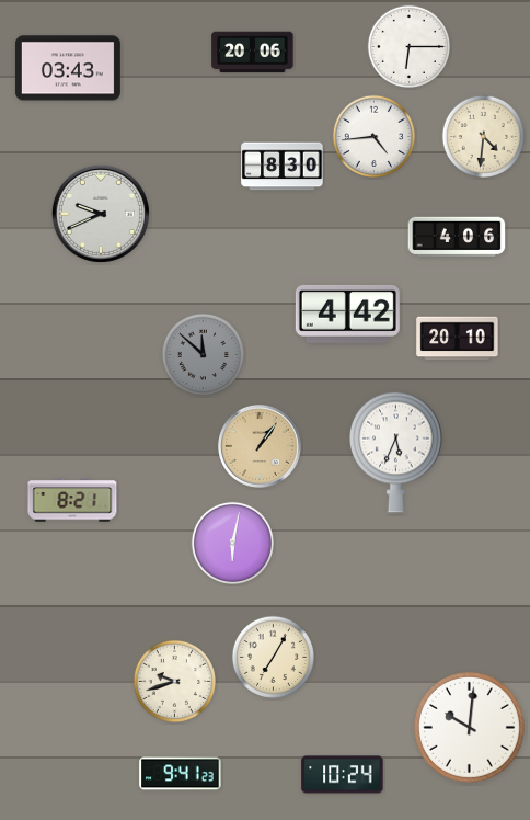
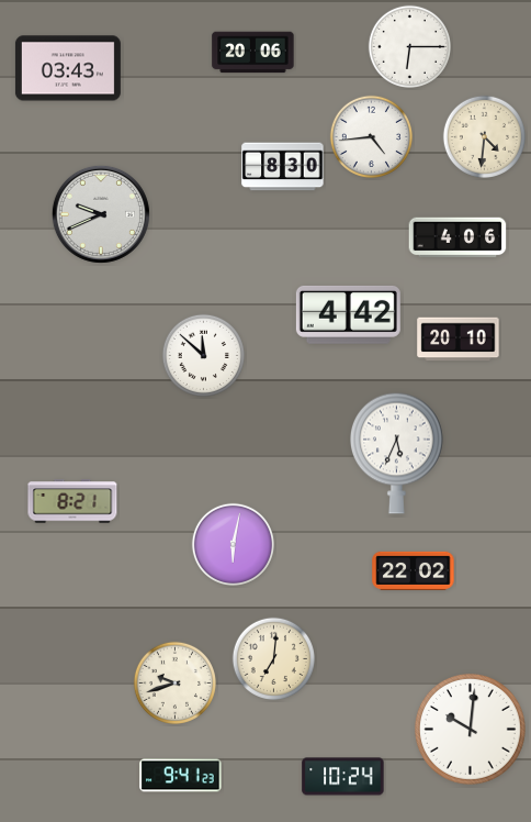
clock at (373, 136) position: (373, 136) -> (371, 136)
clock at (203, 354) dial: grey -> white
clock at (261, 447): 1:06 -> none
clock at (414, 570): none -> 22:02
clock at (273, 657): 7:05 -> 7:01
